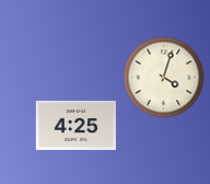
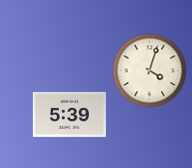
clock at (75, 125): 4:25 -> 5:39
